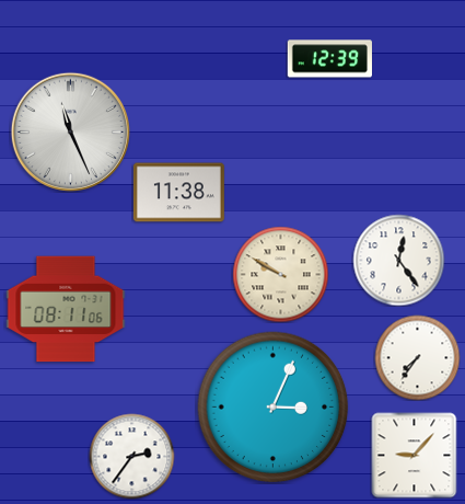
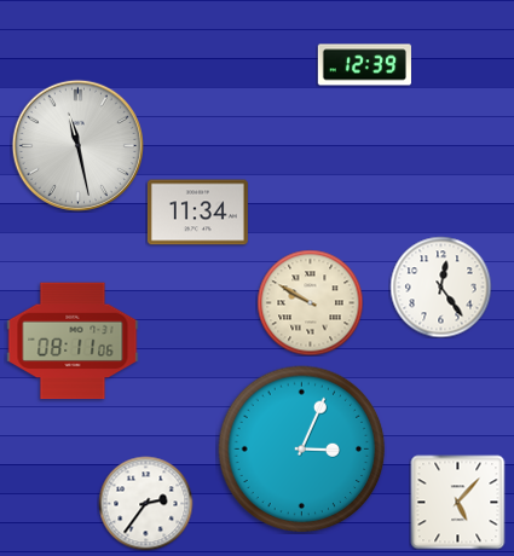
clock at (70, 131): 11:26 -> 11:28
clock at (178, 193): 11:38 -> 11:34
clock at (417, 357): 7:36 -> none
clock at (414, 455): 9:07 -> 5:07
